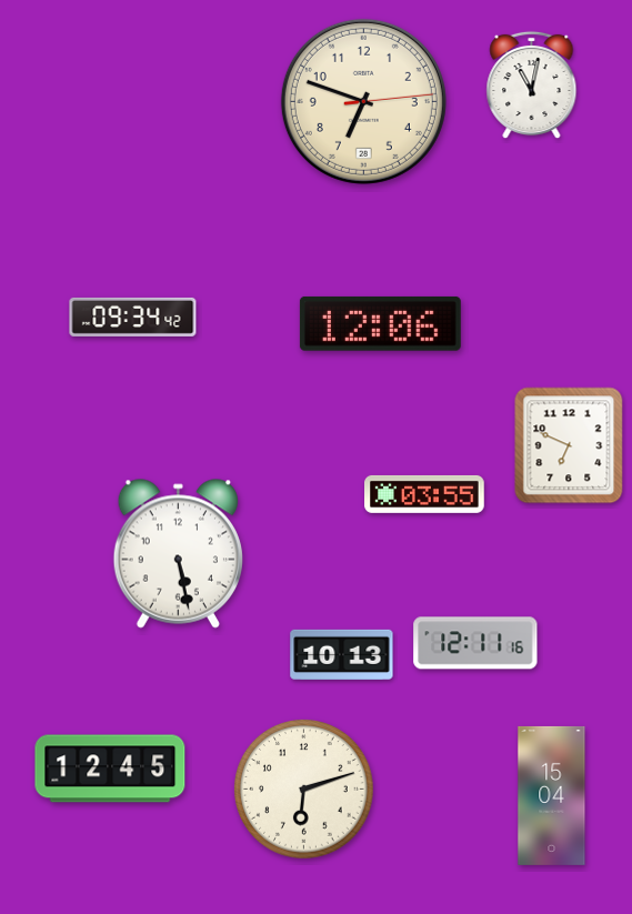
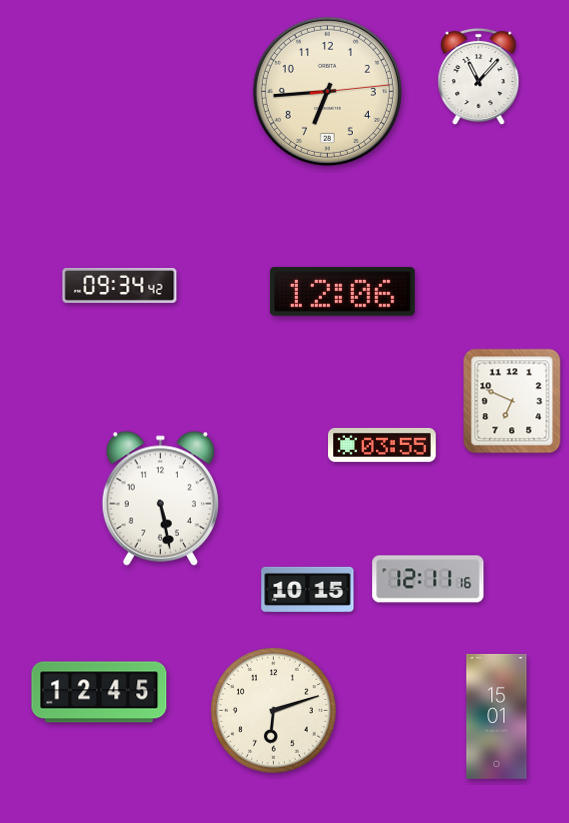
clock at (532, 86): 11:02 -> 11:07
clock at (363, 101): 6:48 -> 6:44
clock at (342, 654): 10:13 -> 10:15
clock at (552, 795): 15:04 -> 15:01
